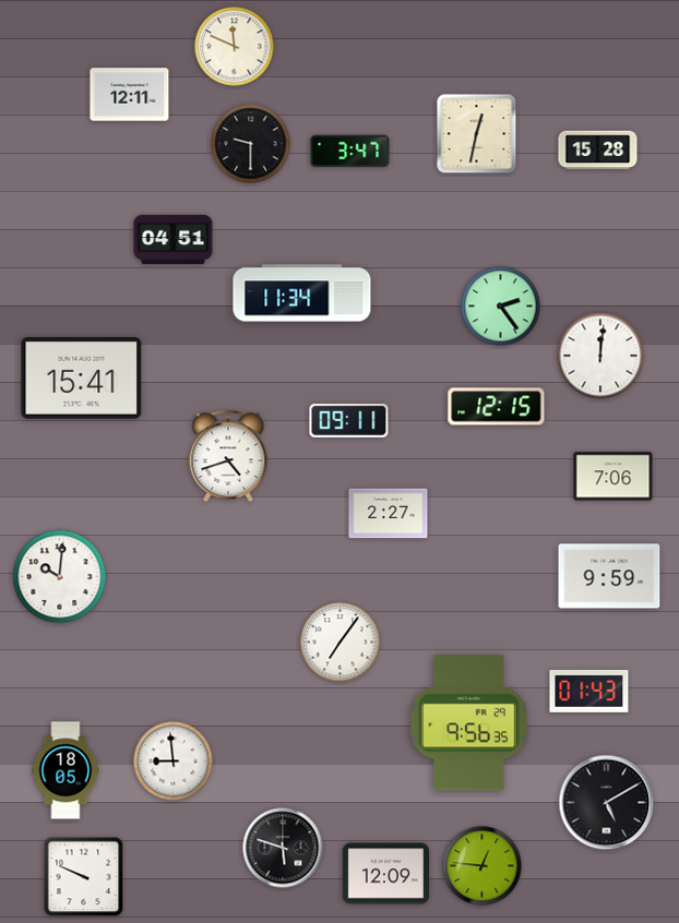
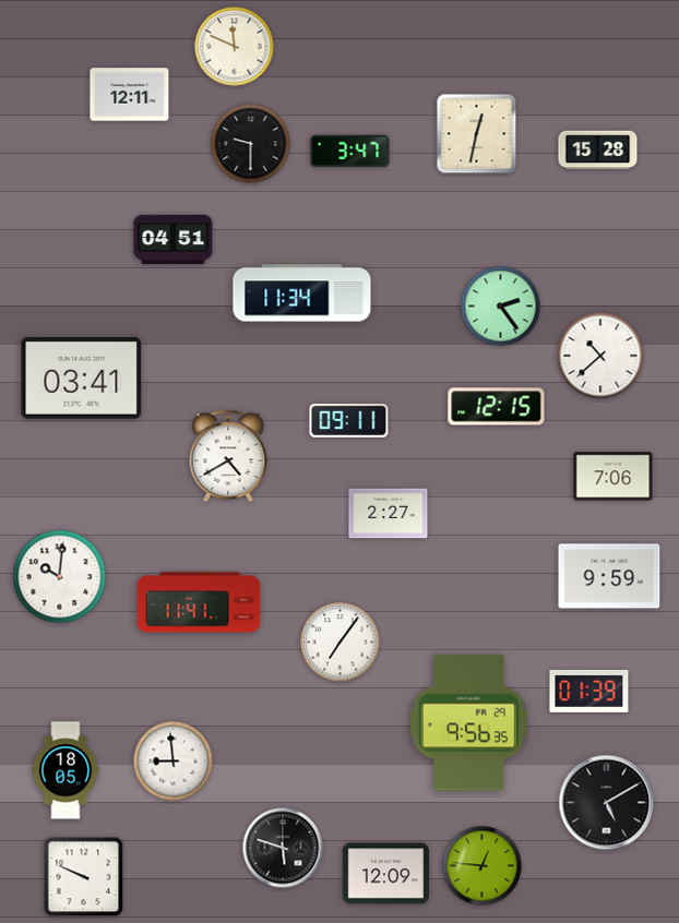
clock at (600, 356): 12:01 -> 10:38
clock at (82, 379): 15:41 -> 03:41
clock at (228, 456): 4:42 -> 4:40
clock at (199, 602): none -> 11:41
clock at (589, 691): 01:43 -> 01:39
